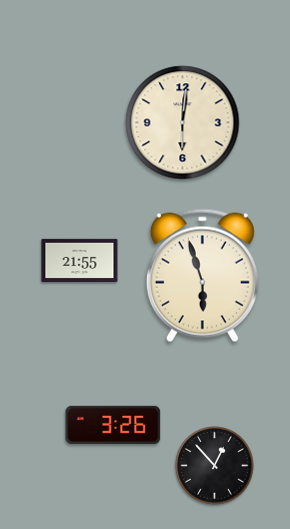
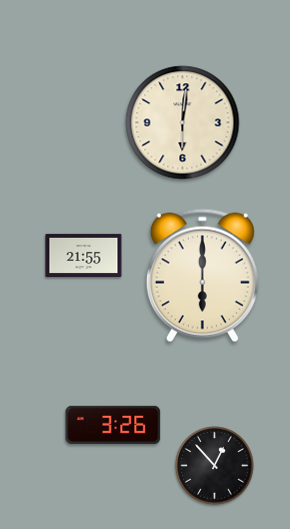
clock at (80, 260) position: (80, 260) -> (84, 255)
clock at (202, 276): 5:57 -> 6:00
